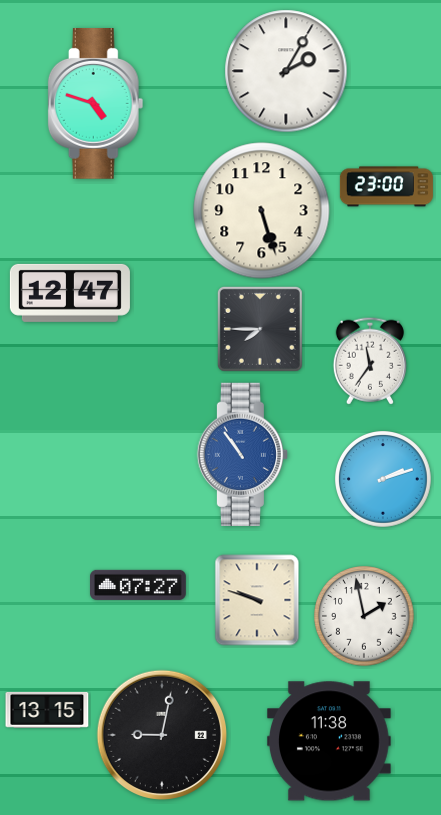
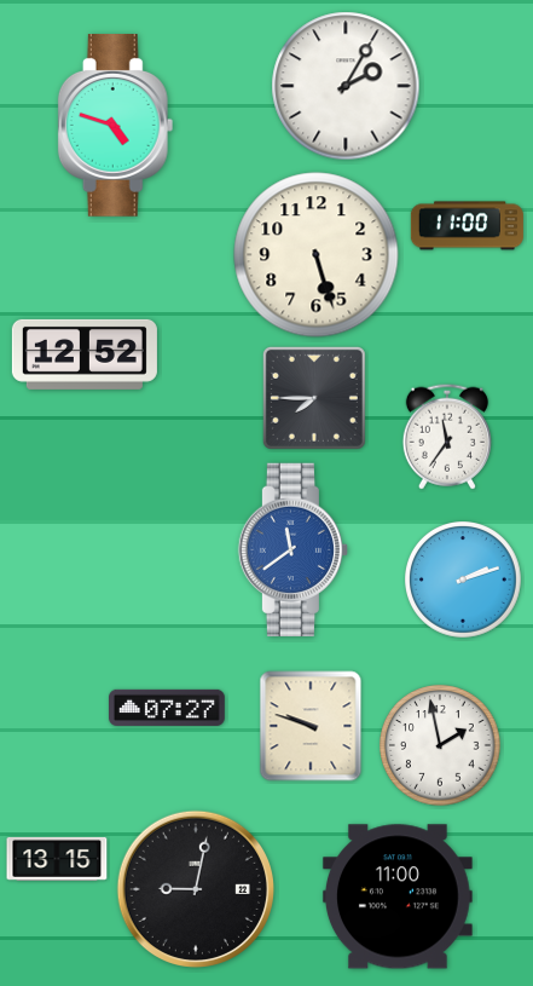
clock at (386, 187): 23:00 -> 11:00
clock at (70, 293): 12:47 -> 12:52
clock at (242, 454): 10:54 -> 11:39
clock at (329, 741): 11:38 -> 11:00
